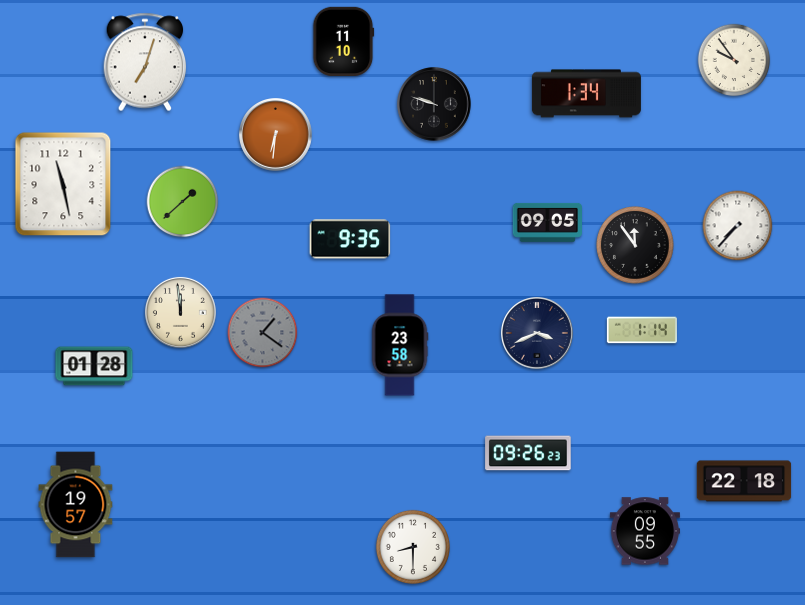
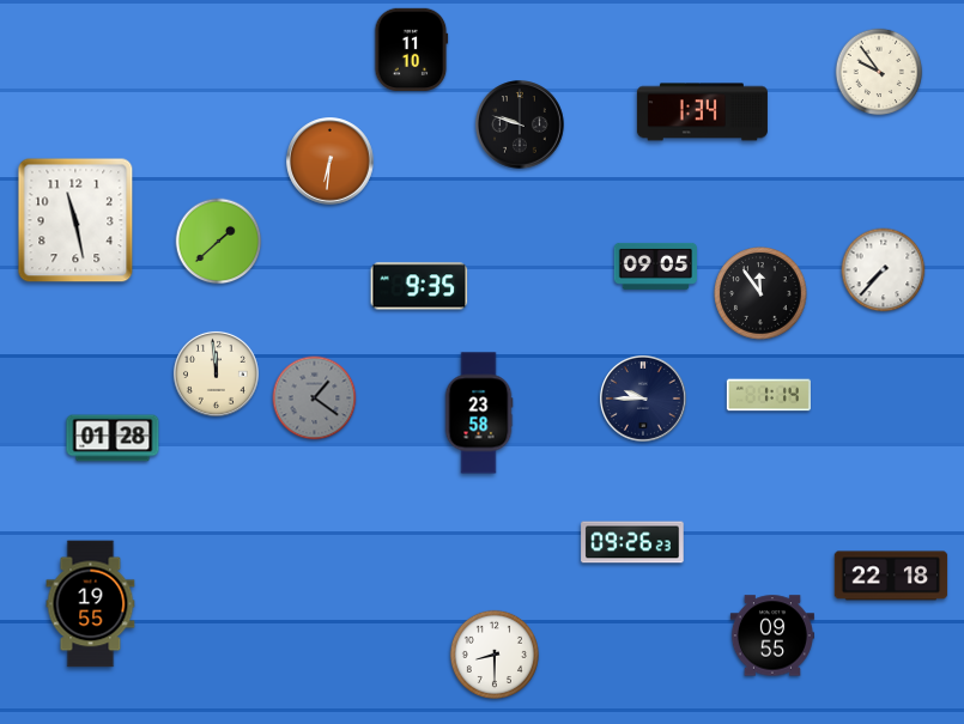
clock at (145, 62): 7:03 -> none
clock at (537, 333): 3:41 -> 9:45
clock at (76, 505): 19:57 -> 19:55
